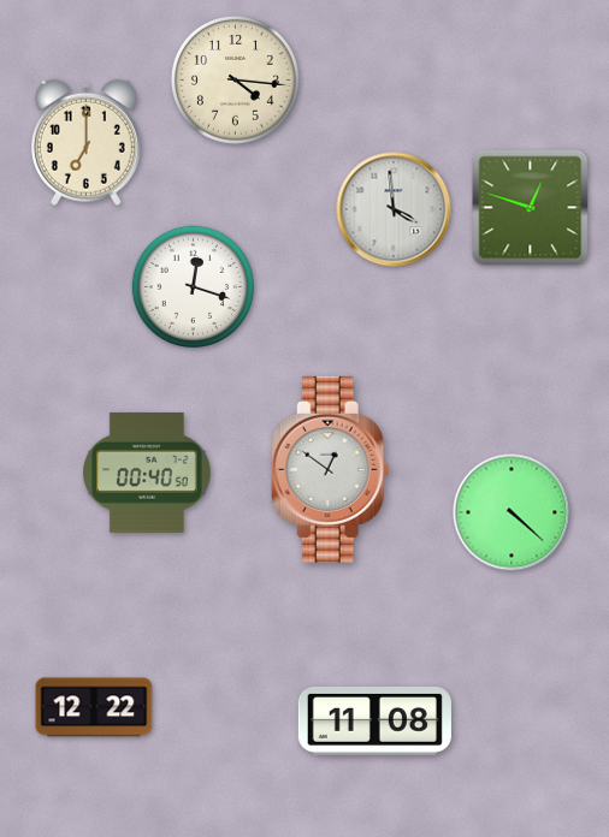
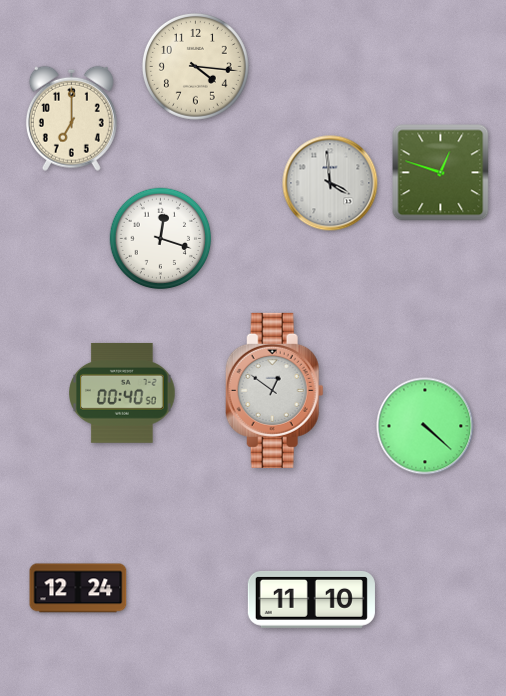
clock at (394, 209) position: (394, 209) -> (330, 183)
clock at (94, 707): 12:22 -> 12:24
clock at (374, 720): 11:08 -> 11:10
